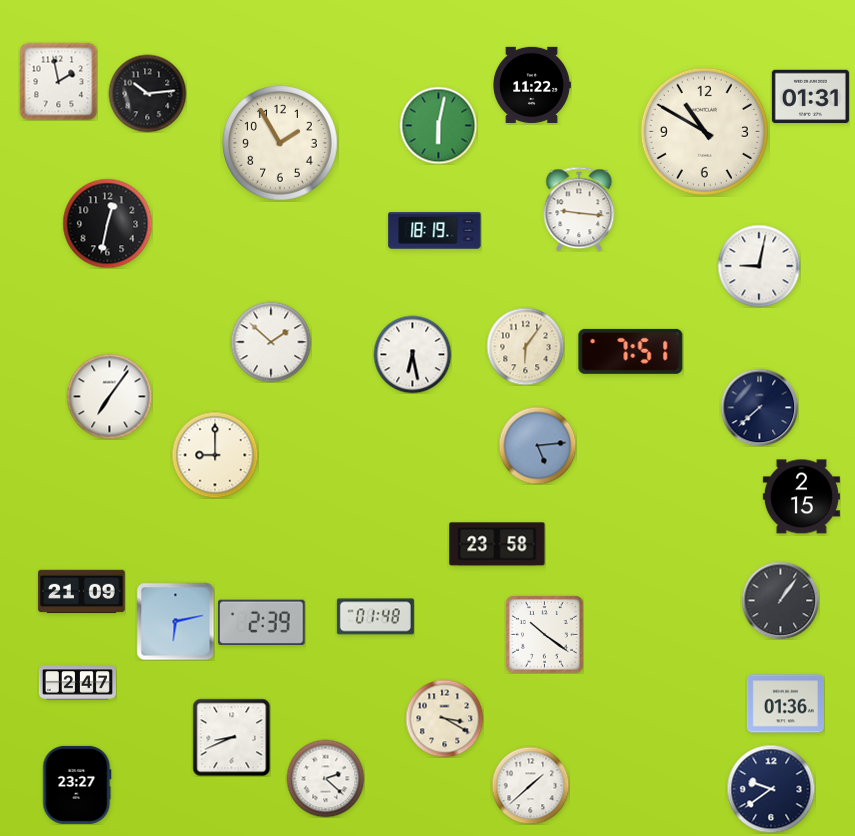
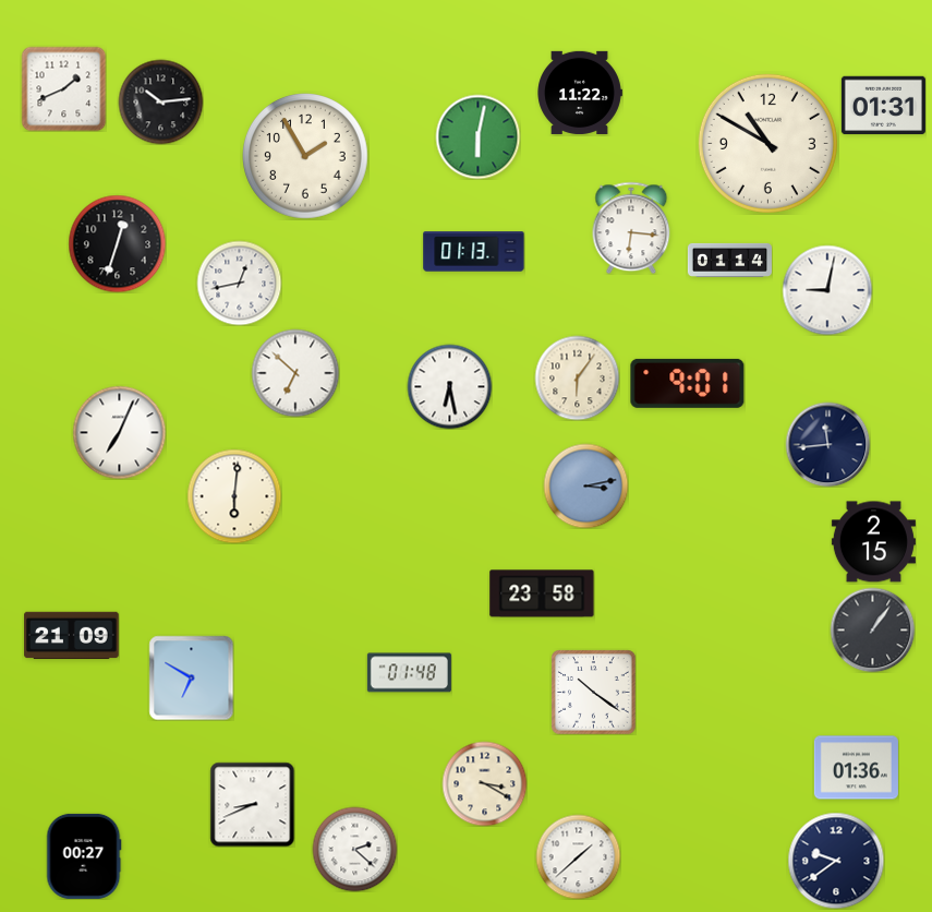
clock at (58, 81): 1:58 -> 1:41
clock at (579, 209): 9:16 -> 6:16
clock at (107, 223): 12:32 -> 12:33
clock at (435, 231): 18:19 -> 01:13
clock at (729, 260): none -> 01:14
clock at (239, 283): none -> 12:43
clock at (271, 342): 1:52 -> 6:52
clock at (525, 346) position: (525, 346) -> (577, 377)
clock at (631, 351): 7:51 -> 9:01
clock at (109, 396): 7:06 -> 7:04
clock at (759, 407): 7:38 -> 11:44
clock at (537, 445): 5:14 -> 3:13
clock at (215, 455): 9:00 -> 6:01
clock at (82, 592) position: (82, 592) -> (72, 636)
clock at (780, 600) position: (780, 600) -> (872, 629)
clock at (175, 621): 6:13 -> 6:50
clock at (262, 622): 2:39 -> none
clock at (77, 683): 2:47 -> none
clock at (77, 785): 23:27 -> 00:27
clock at (771, 789) position: (771, 789) -> (836, 861)
